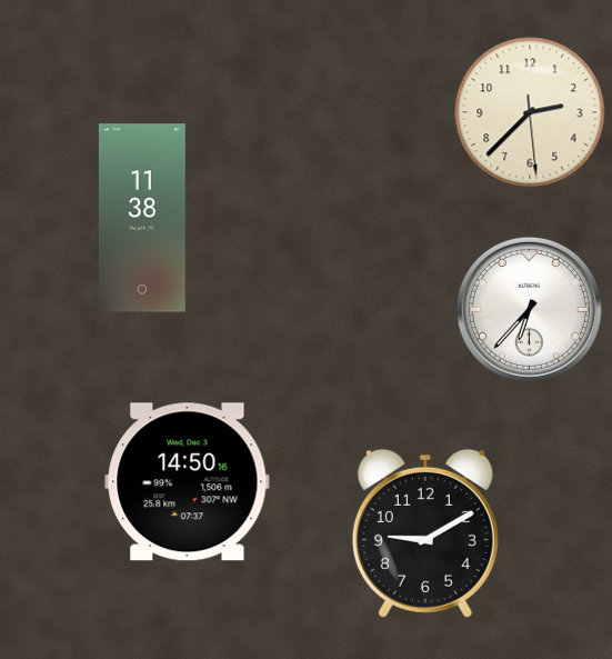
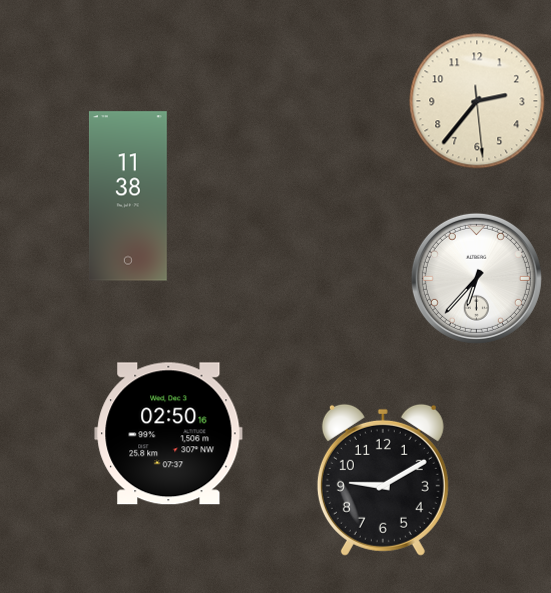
clock at (530, 112): 2:37 -> 2:36
clock at (188, 482): 14:50 -> 02:50
